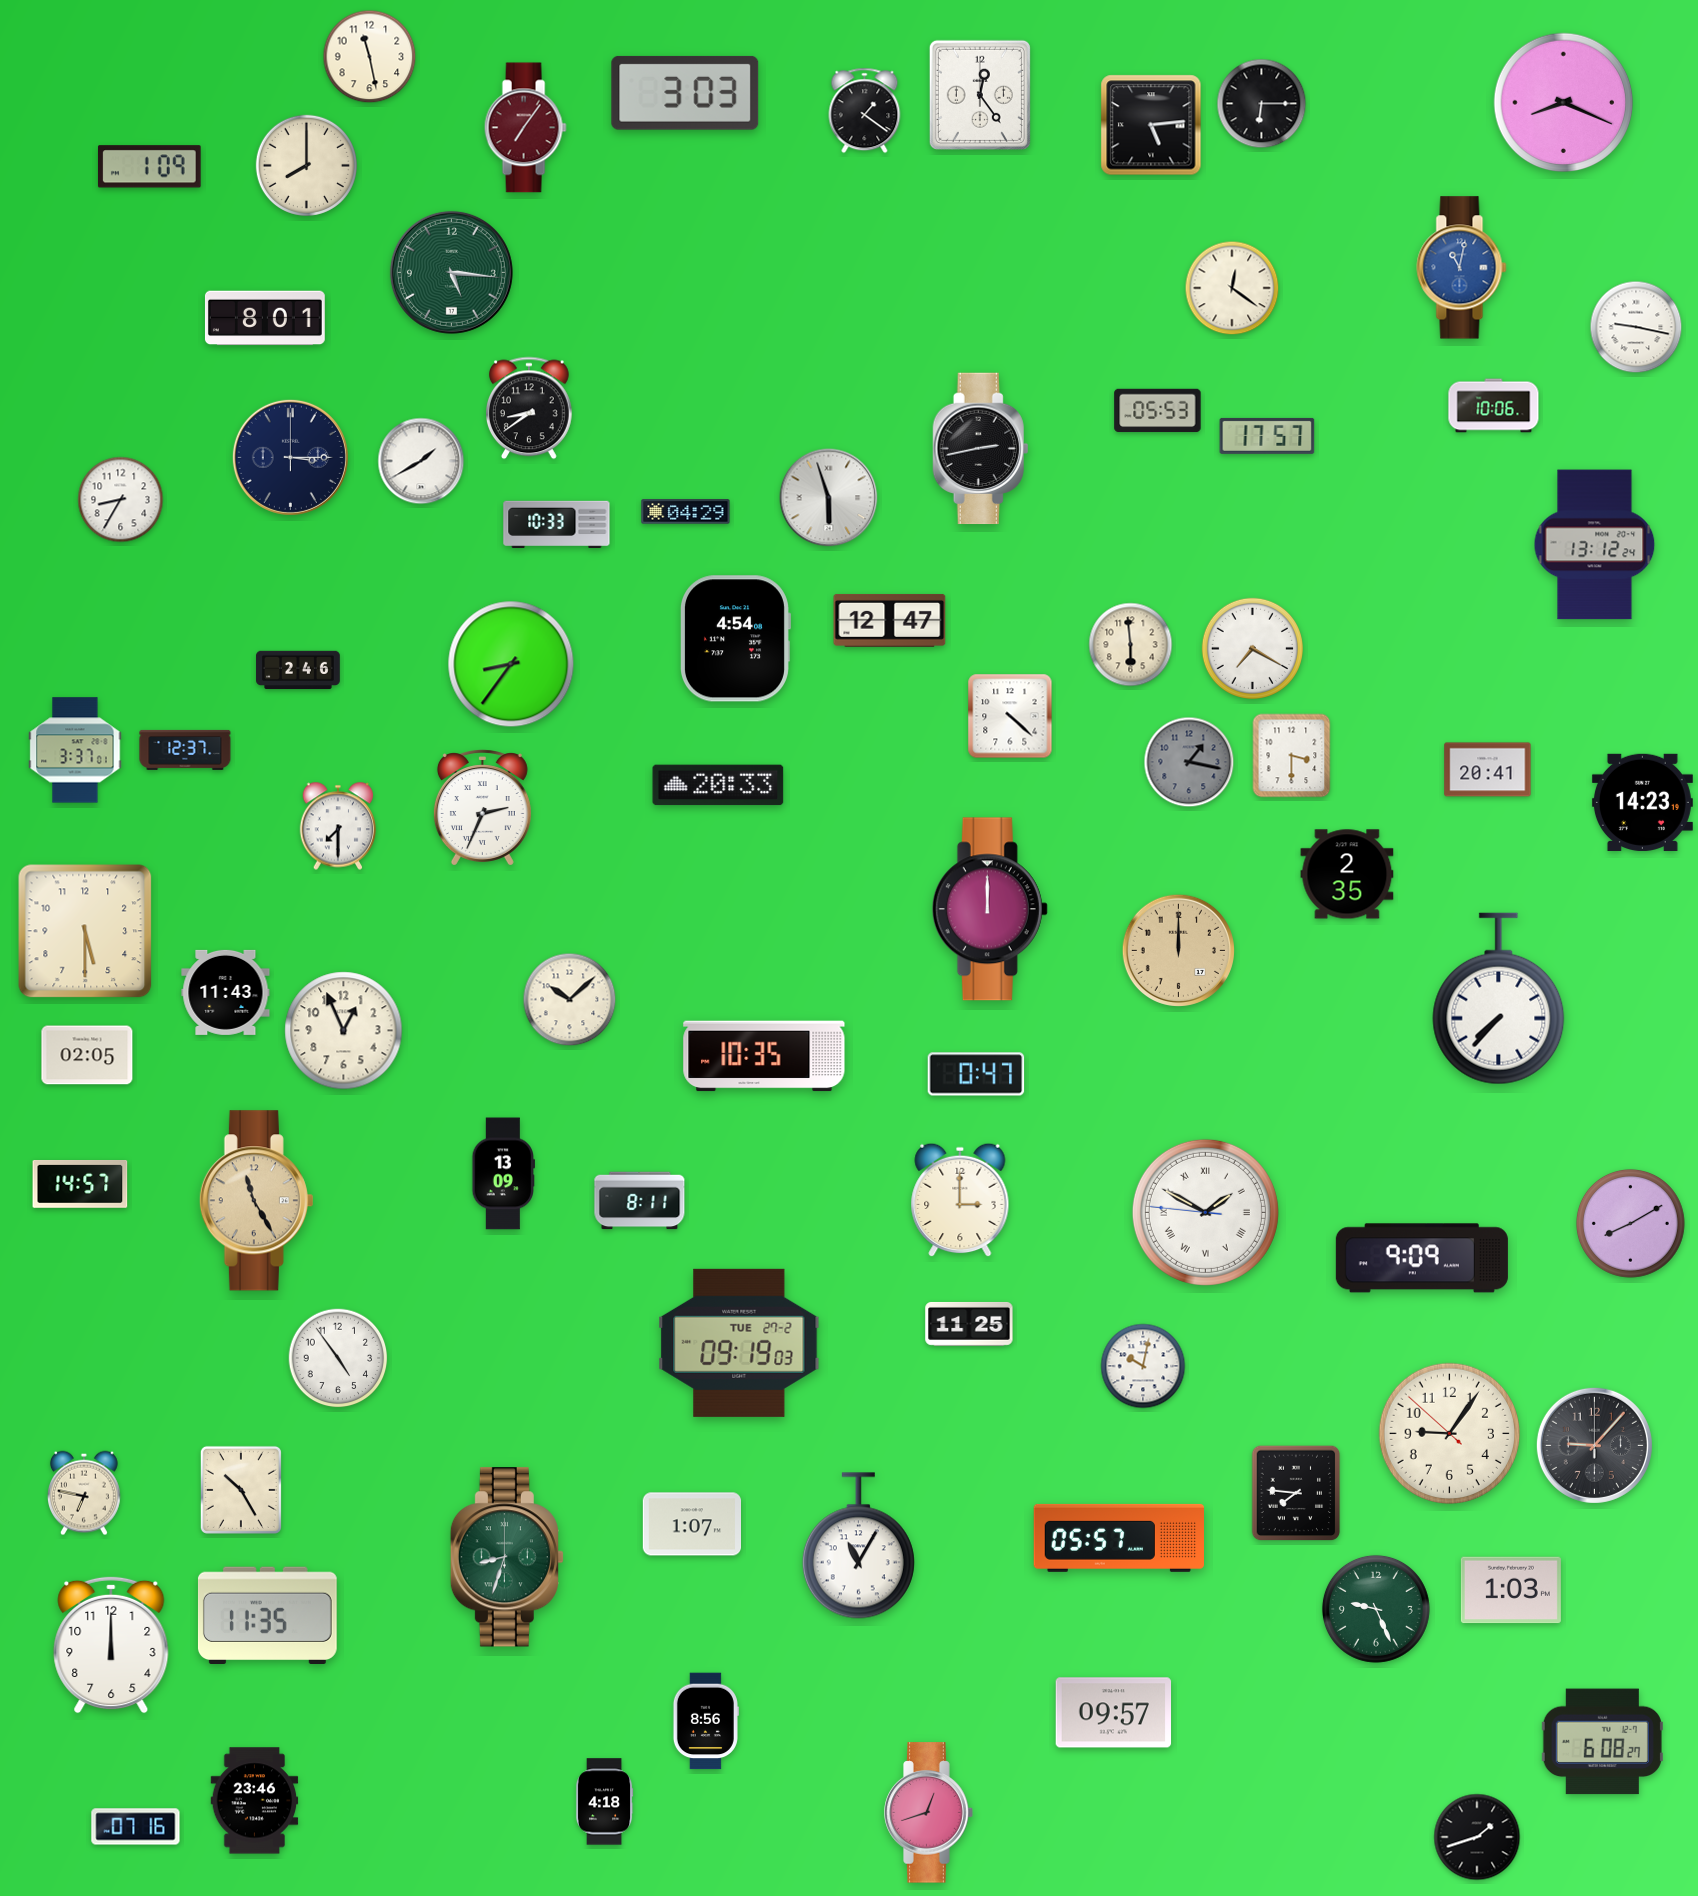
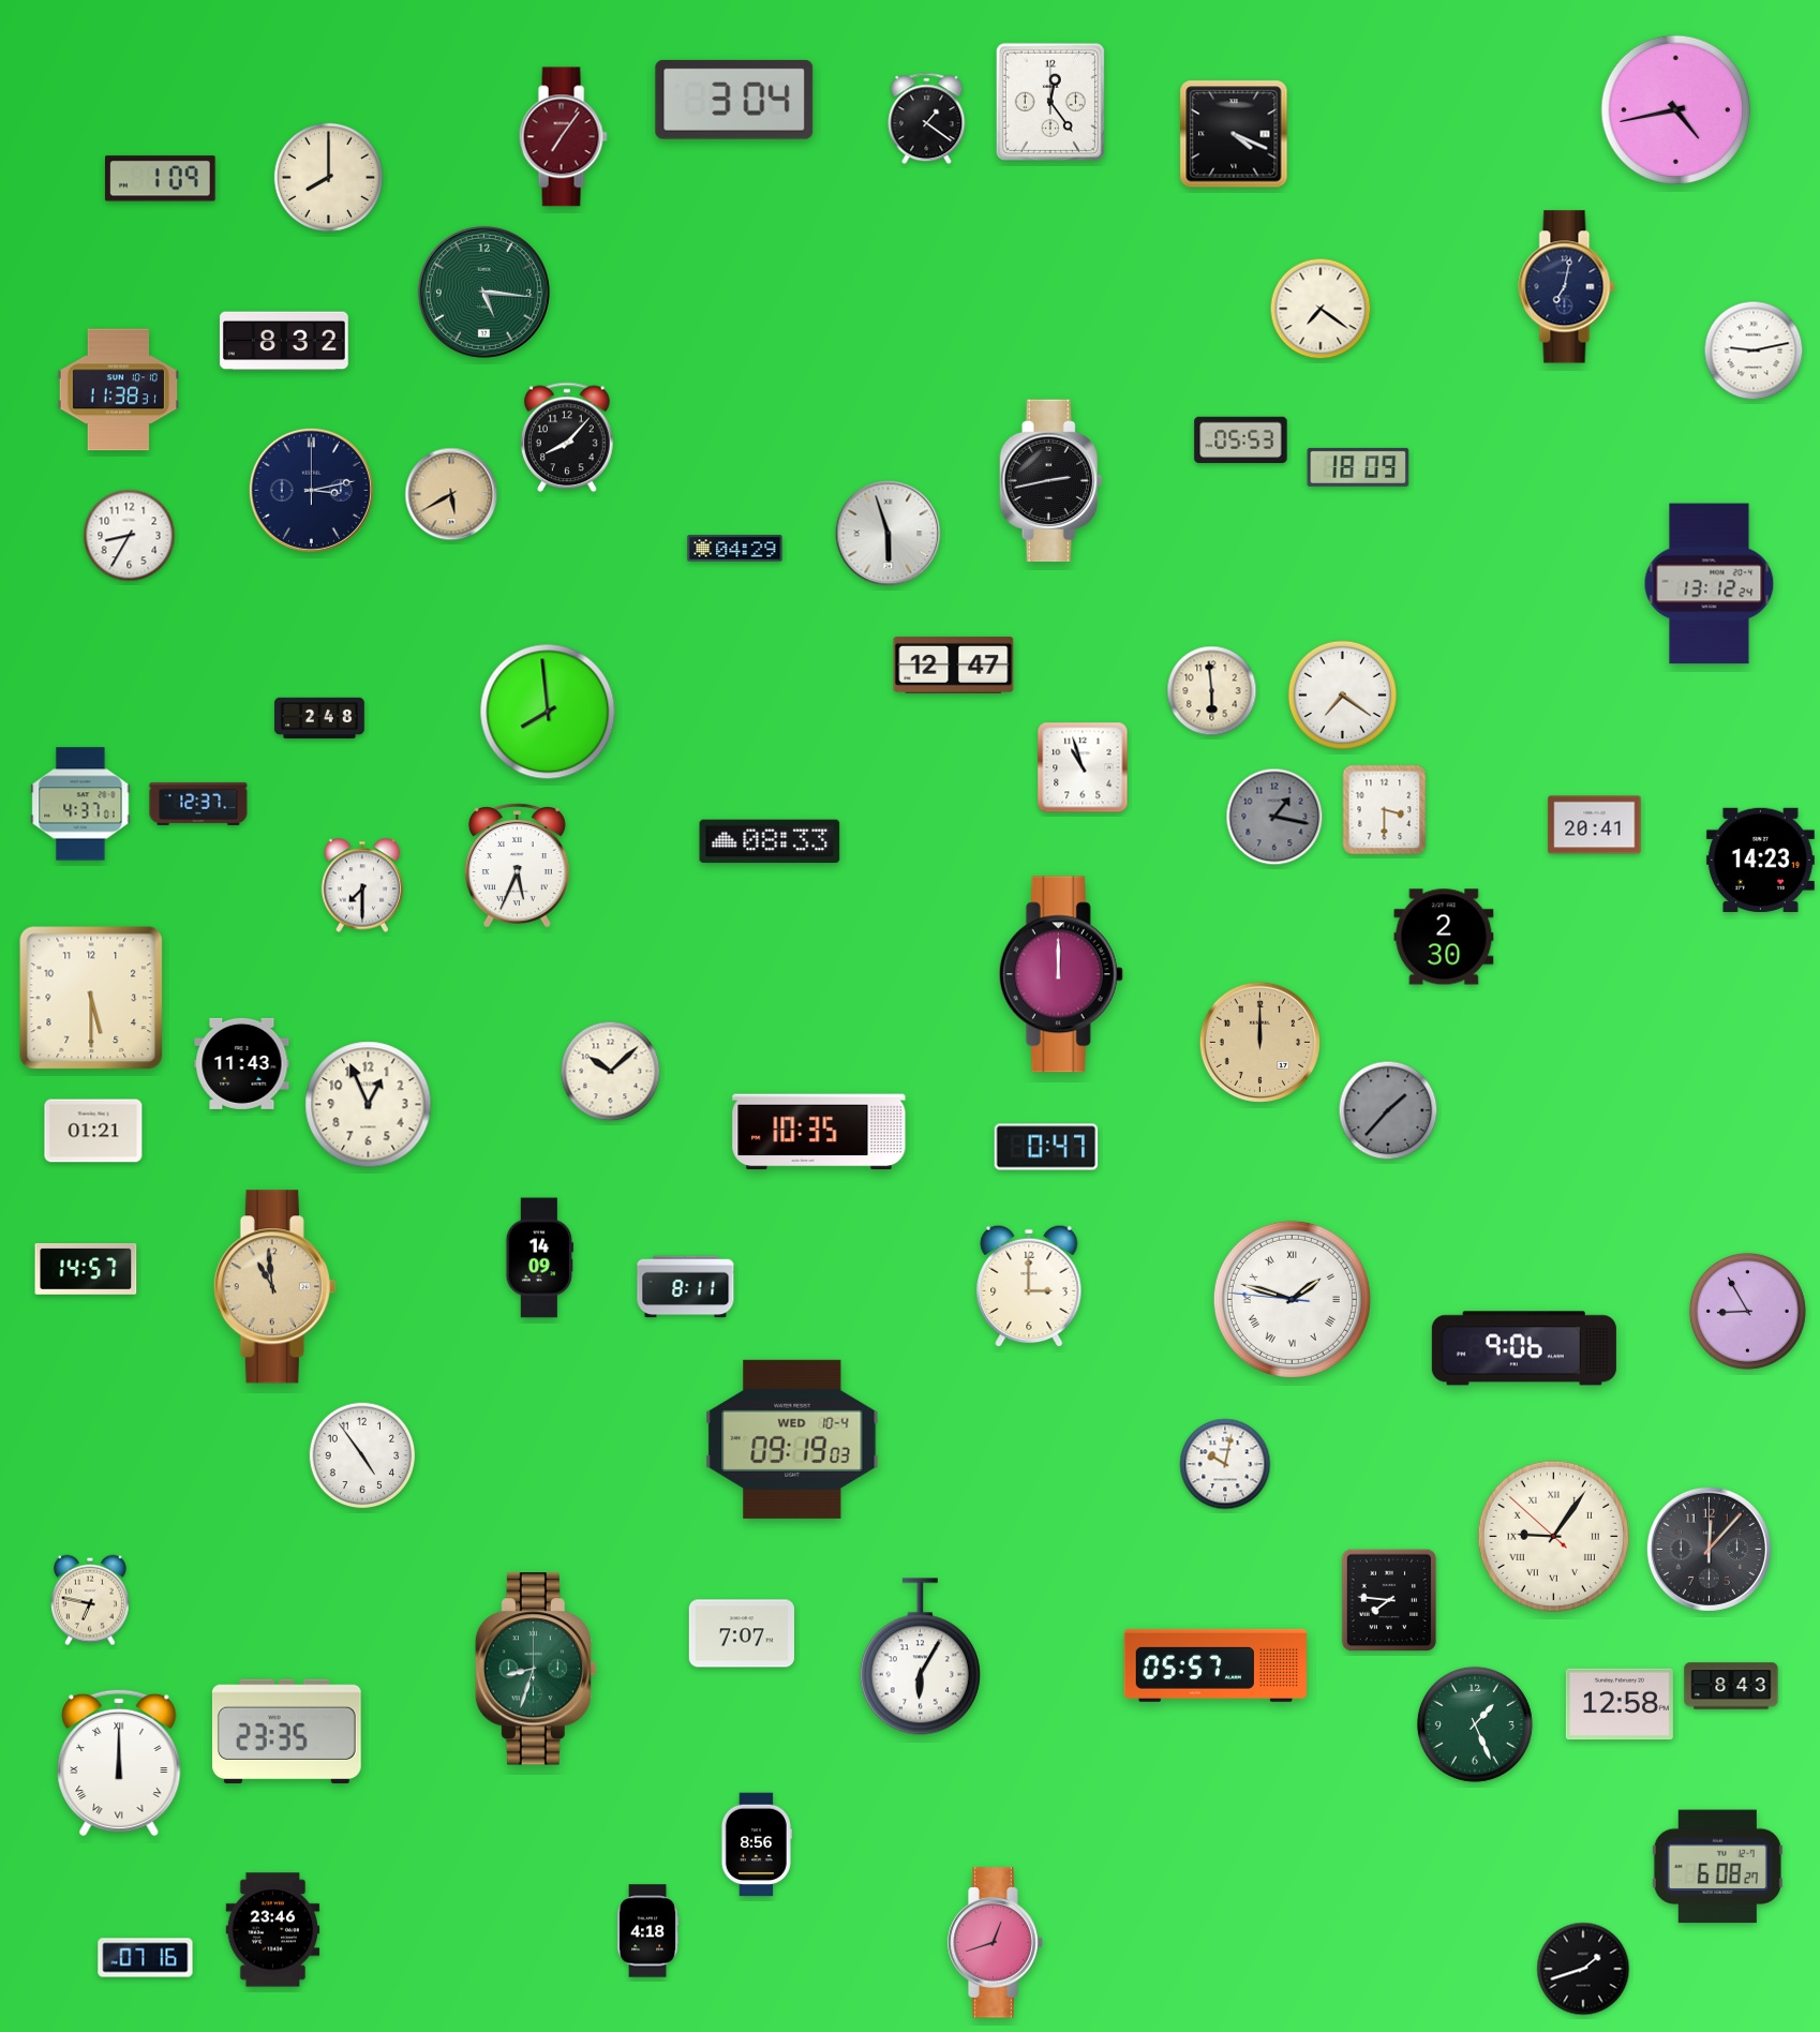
clock at (370, 57): 11:28 -> none
clock at (685, 93): 3:03 -> 3:04
clock at (1564, 103): 8:19 -> 4:43
clock at (1262, 104): 6:15 -> none
clock at (1151, 125): 5:14 -> 4:19
clock at (1462, 268): 11:02 -> 7:02
clock at (1462, 268) dial: blue -> navy
clock at (1232, 288): 12:21 -> 7:21
clock at (265, 318): 8:01 -> 8:32
clock at (1636, 327): 9:17 -> 9:13
clock at (119, 390): none -> 11:38
clock at (1494, 406): 10:06 -> none
clock at (530, 408): 8:39 -> 8:07
clock at (1267, 436): 17:57 -> 18:09
clock at (290, 457): 3:15 -> 3:13
clock at (421, 461): 1:40 -> 5:40
clock at (421, 461) dial: white -> champagne
clock at (557, 525): 10:33 -> none
clock at (735, 639): 4:54 -> none
clock at (1252, 648): 7:20 -> 7:21
clock at (511, 664): 8:36 -> 7:59
clock at (298, 670): 2:46 -> 2:48
clock at (1010, 716): 4:22 -> 10:57
clock at (75, 750): 3:37 -> 4:37
clock at (718, 785): 20:33 -> 08:33
clock at (482, 808): 2:34 -> 5:34
clock at (1347, 874): 2:35 -> 2:30
clock at (1178, 950) position: (1178, 950) -> (1259, 1042)
clock at (1499, 999): 7:37 -> none
clock at (1388, 1110): none -> 1:37
clock at (87, 1055): 02:05 -> 01:21
clock at (976, 1074) position: (976, 1074) -> (1046, 1147)
clock at (503, 1174): 13:09 -> 14:09
clock at (256, 1201): 11:25 -> 10:59
clock at (1205, 1212): 1:49 -> 1:47
clock at (1630, 1223): 8:10 -> 8:55
clock at (1422, 1258): 9:09 -> 9:06
clock at (969, 1324): 11:25 -> none
clock at (739, 1343) date: TUE 27-2 -> WED 10-4
clock at (1449, 1433) numerals: Arabic -> Roman
clock at (1594, 1445): 9:07 -> 12:07
clock at (241, 1490): 10:25 -> none
clock at (691, 1524): 1:07 -> 7:07
clock at (1118, 1538) position: (1118, 1538) -> (1214, 1665)
clock at (858, 1546): 11:05 -> 6:05
clock at (507, 1557) position: (507, 1557) -> (536, 1669)
clock at (1731, 1686): none -> 8:43
clock at (1511, 1590): 1:03 -> 12:58
clock at (1376, 1609): 9:26 -> 1:26
clock at (267, 1615): 11:35 -> 23:35
clock at (111, 1645) numerals: Arabic -> Roman
clock at (1114, 1713): 09:57 -> none
